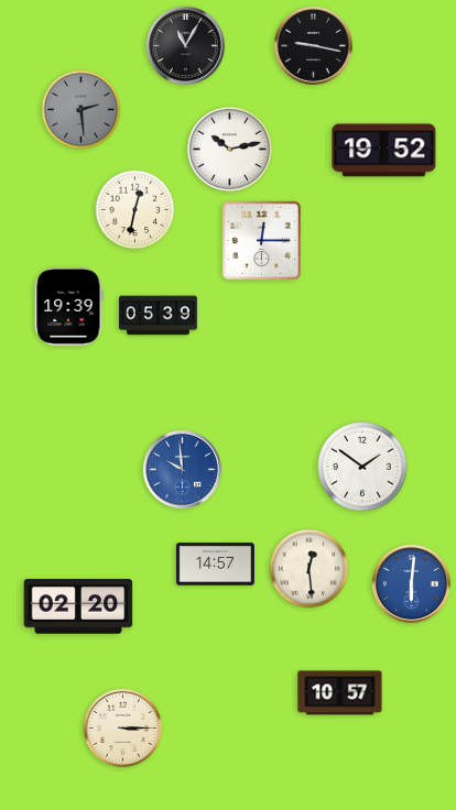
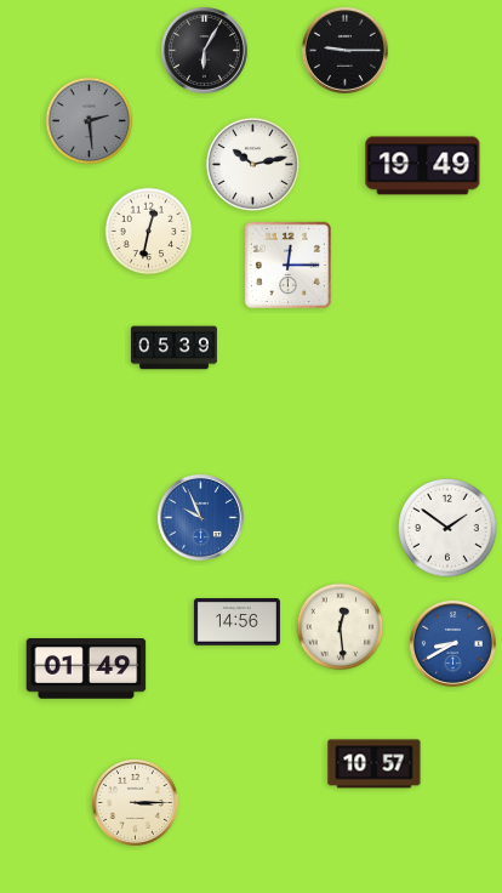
clock at (185, 45): 11:05 -> 6:05
clock at (313, 45): 9:17 -> 9:15
clock at (384, 151): 19:52 -> 19:49
clock at (68, 306): 19:39 -> none
clock at (362, 467) position: (362, 467) -> (447, 528)
clock at (182, 469): 9:59 -> 9:56
clock at (215, 565): 14:57 -> 14:56
clock at (411, 583): 6:01 -> 8:40
clock at (78, 606): 02:20 -> 01:49
